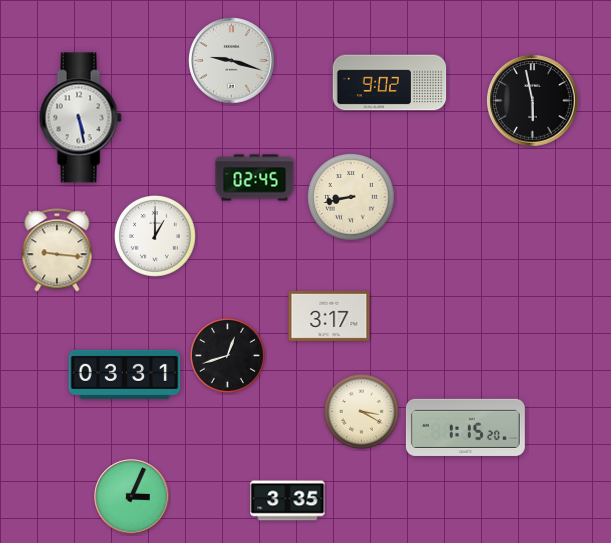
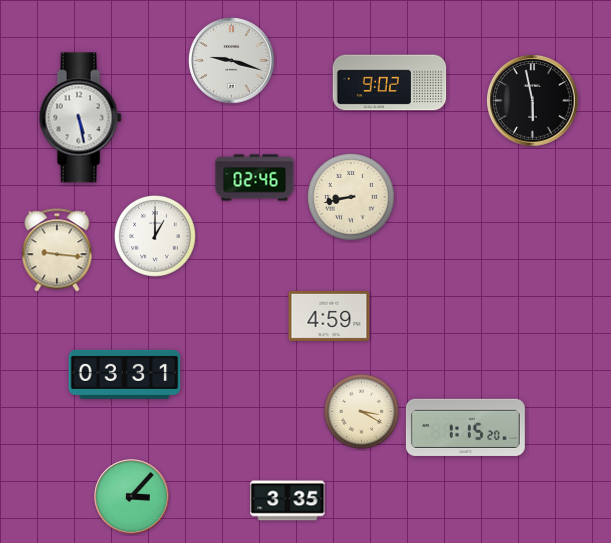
clock at (255, 178): 02:45 -> 02:46
clock at (329, 316): 3:17 -> 4:59
clock at (227, 355): 12:42 -> none
clock at (132, 497): 3:04 -> 3:07
